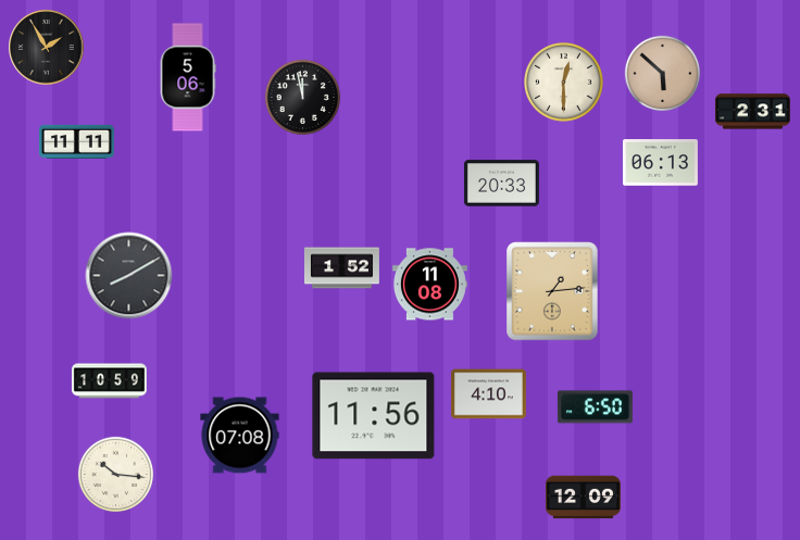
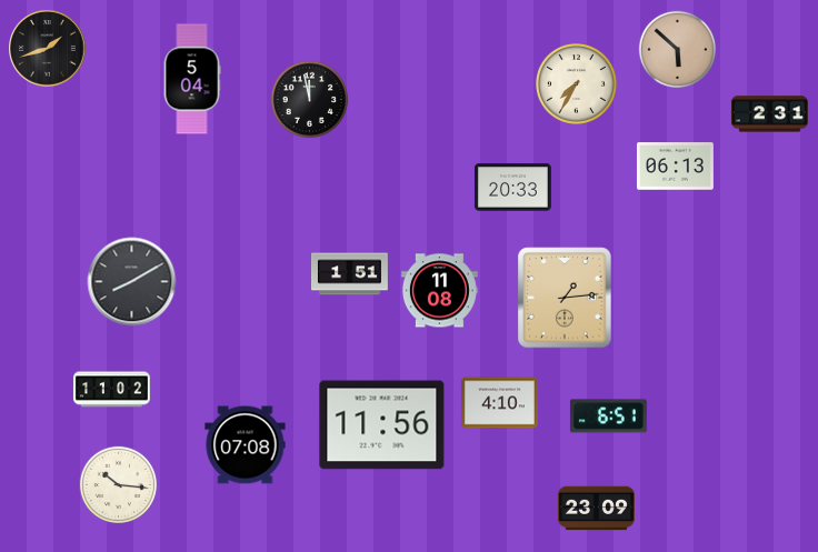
clock at (47, 48): 1:55 -> 1:42
clock at (663, 74) position: (663, 74) -> (678, 50)
clock at (188, 77): 5:06 -> 5:04
clock at (564, 83): 12:30 -> 7:35
clock at (76, 141): 11:11 -> none
clock at (341, 268): 1:52 -> 1:51
clock at (109, 381): 10:59 -> 11:02
clock at (595, 407): 6:50 -> 6:51
clock at (583, 498): 12:09 -> 23:09
